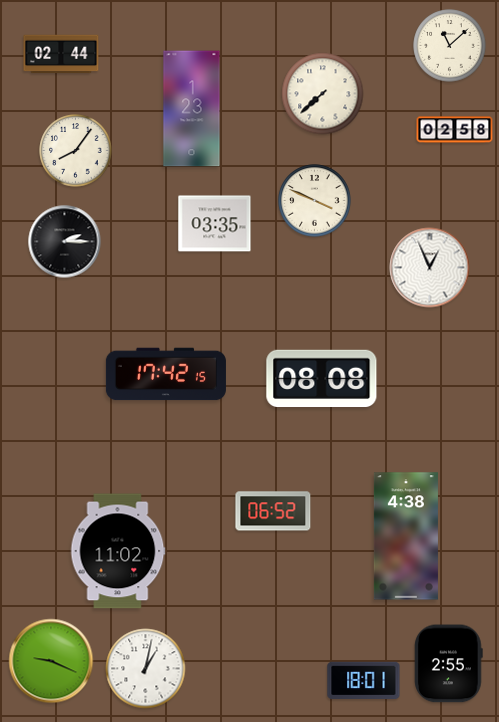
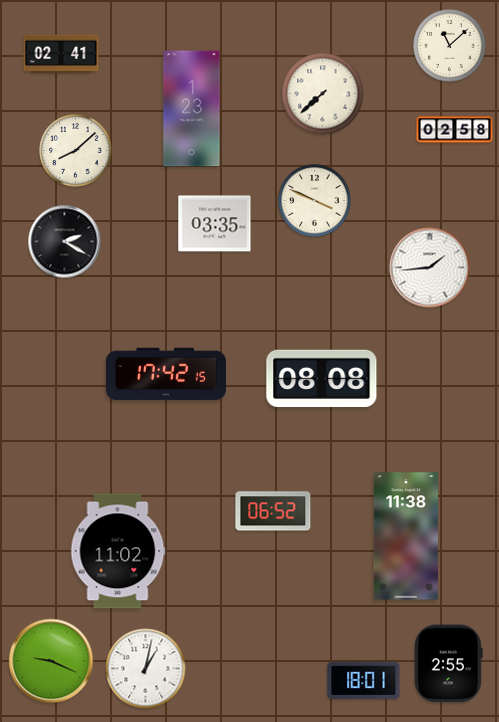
clock at (61, 54): 02:44 -> 02:41
clock at (76, 151): 8:06 -> 8:08
clock at (65, 242): 2:15 -> 2:20
clock at (430, 268): 12:56 -> 1:44
clock at (406, 536): 4:38 -> 11:38
